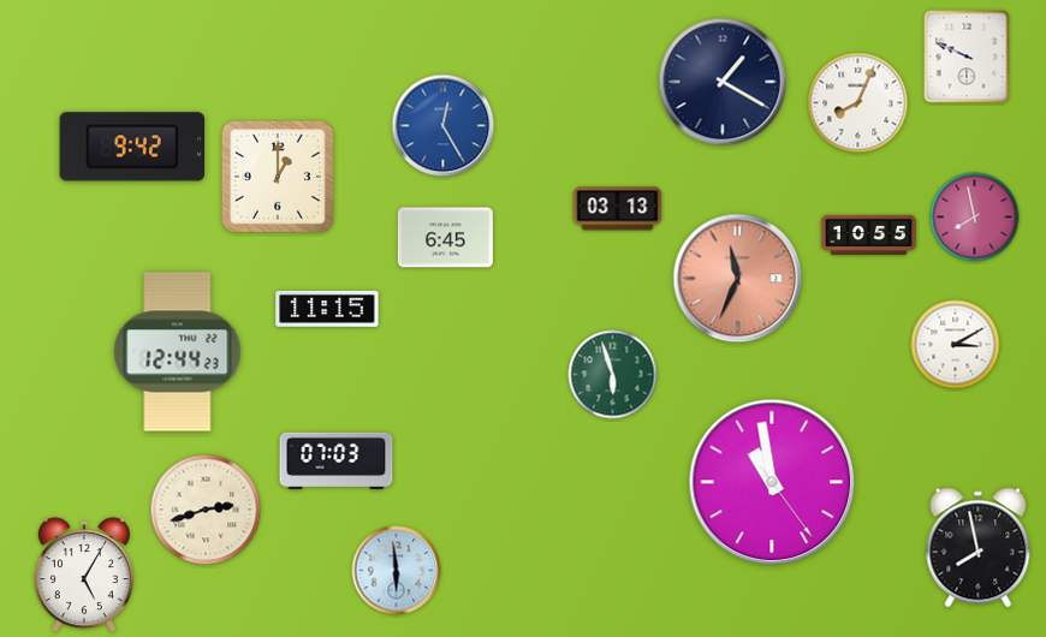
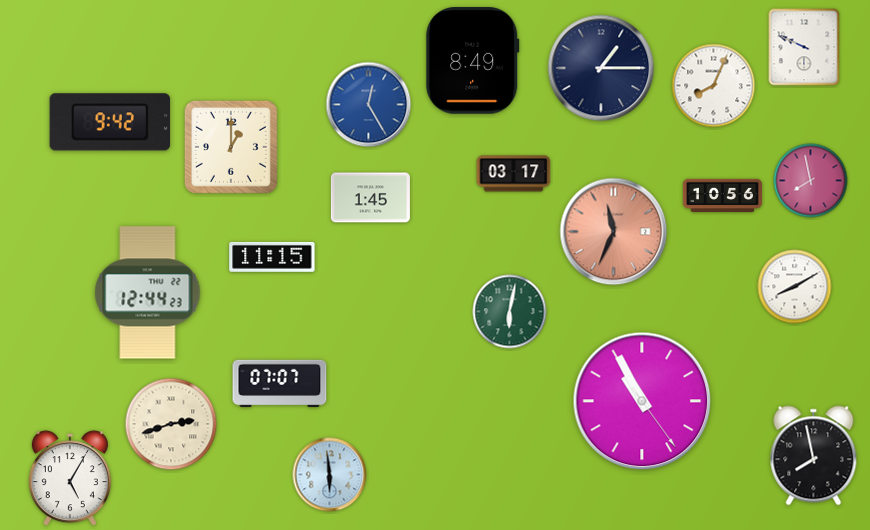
clock at (473, 61): none -> 8:49
clock at (723, 82): 1:20 -> 1:15
clock at (618, 209): 03:13 -> 03:17
clock at (868, 234): 10:55 -> 10:56
clock at (445, 238): 6:45 -> 1:45
clock at (956, 345): 3:10 -> 8:10
clock at (613, 375): 5:57 -> 6:02
clock at (337, 462): 07:03 -> 07:07
clock at (772, 482): 10:58 -> 10:55
